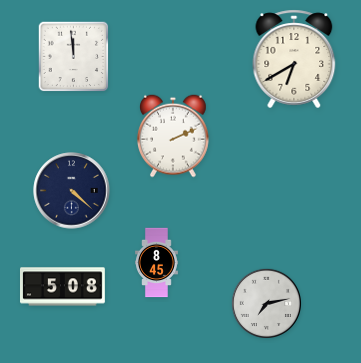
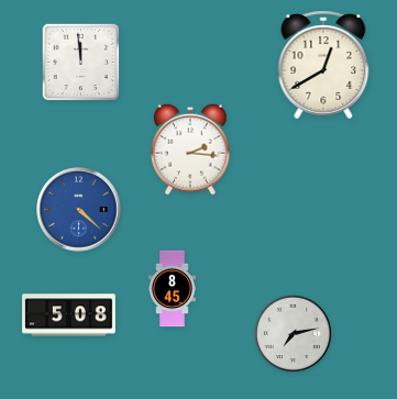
clock at (294, 59): 6:40 -> 12:40
clock at (174, 136): 2:11 -> 2:16
clock at (72, 191) dial: navy -> blue
